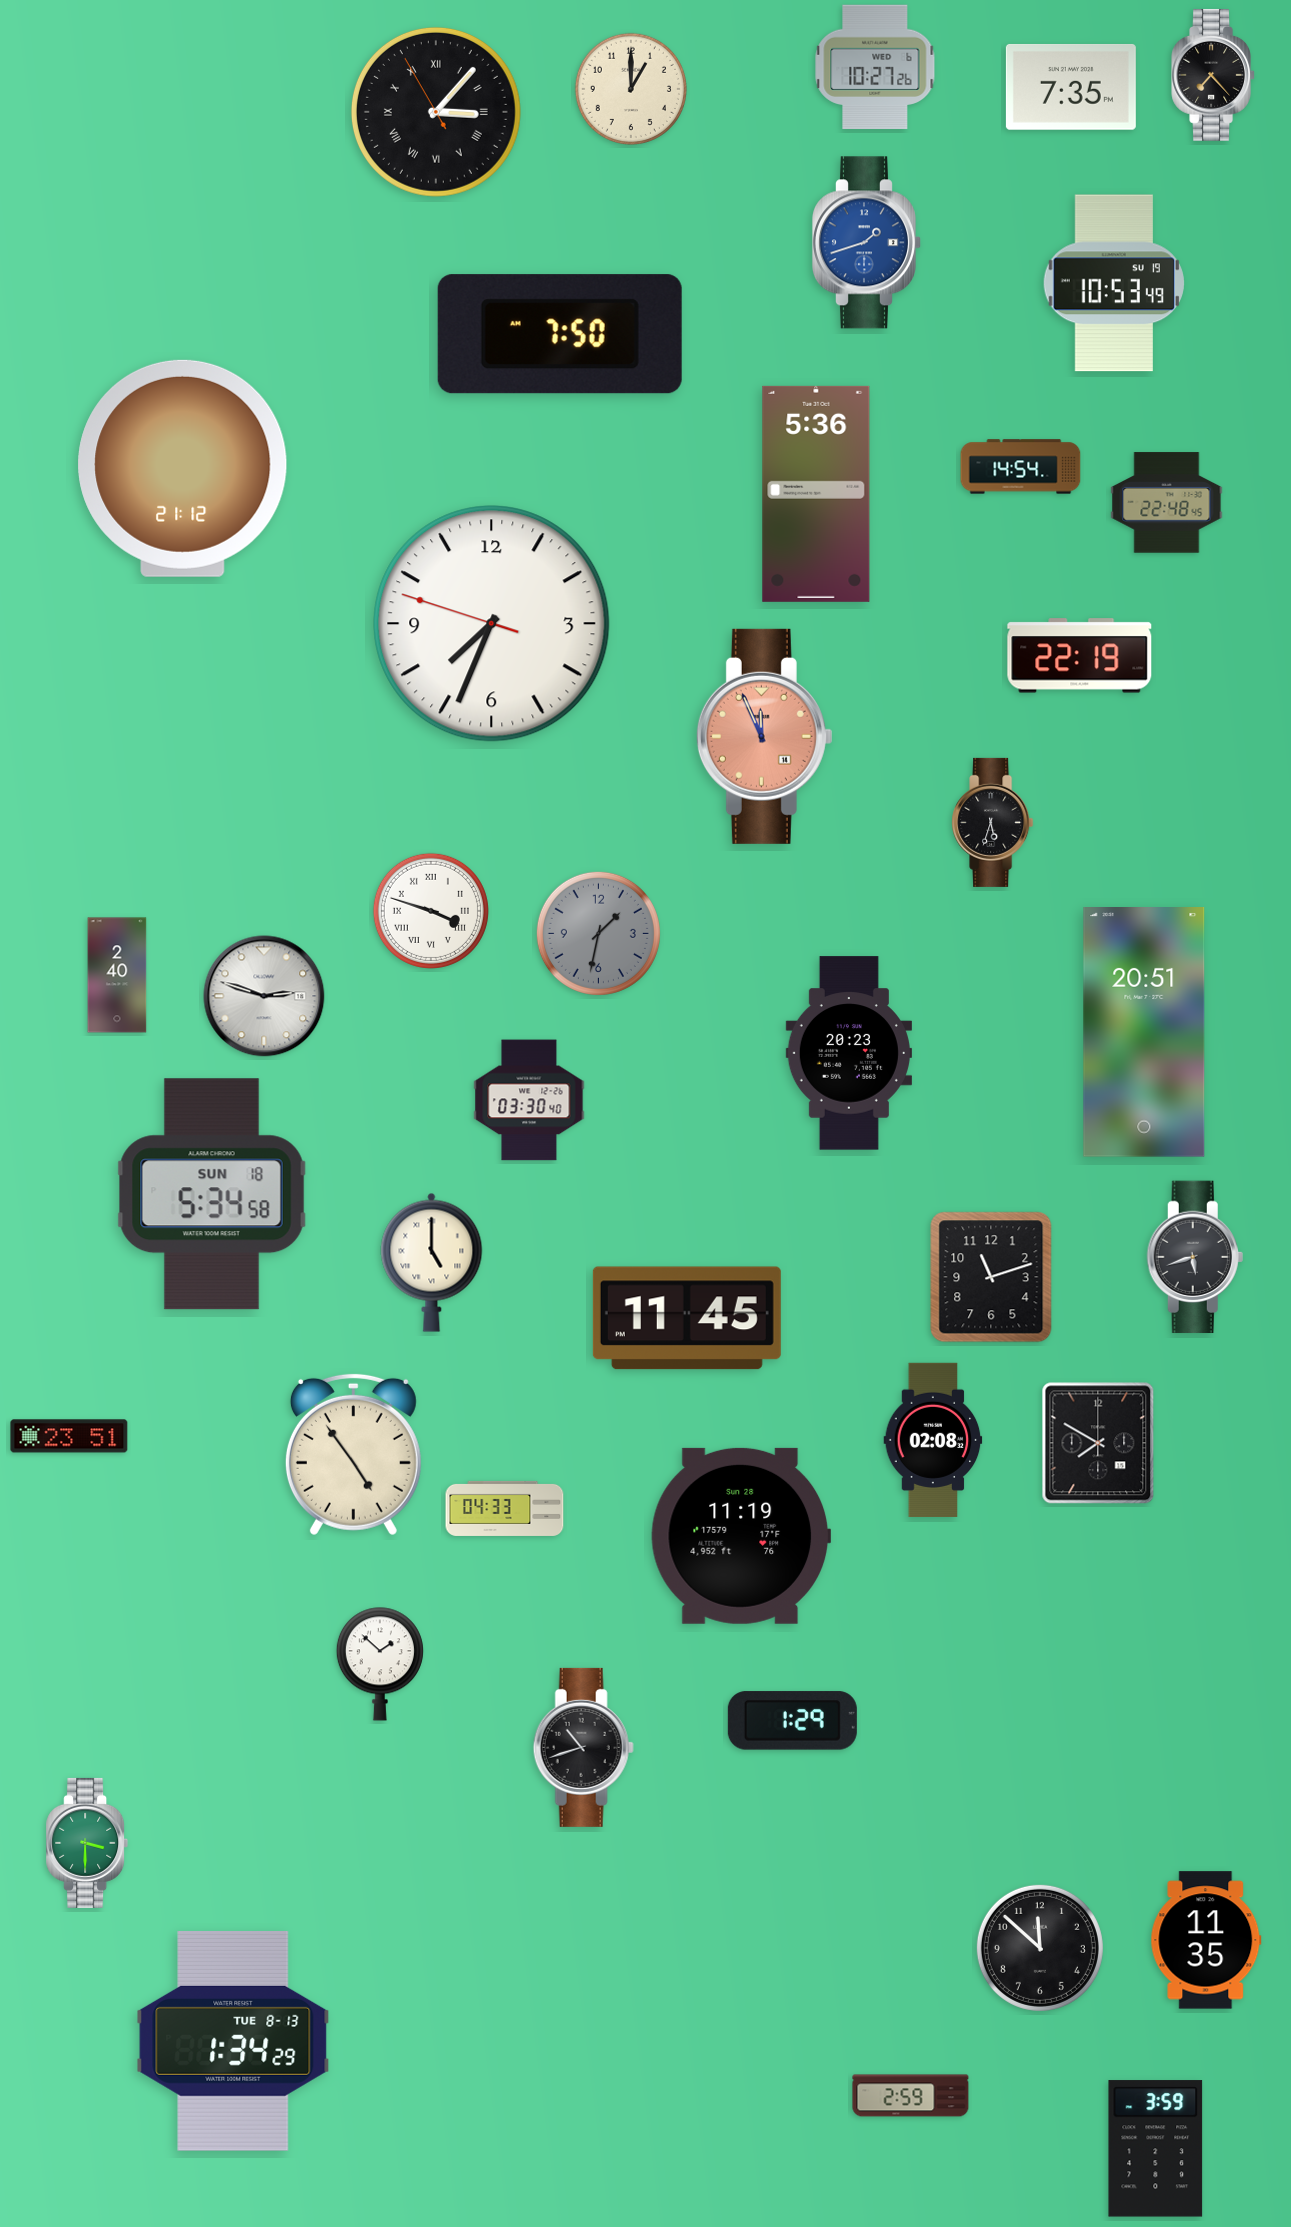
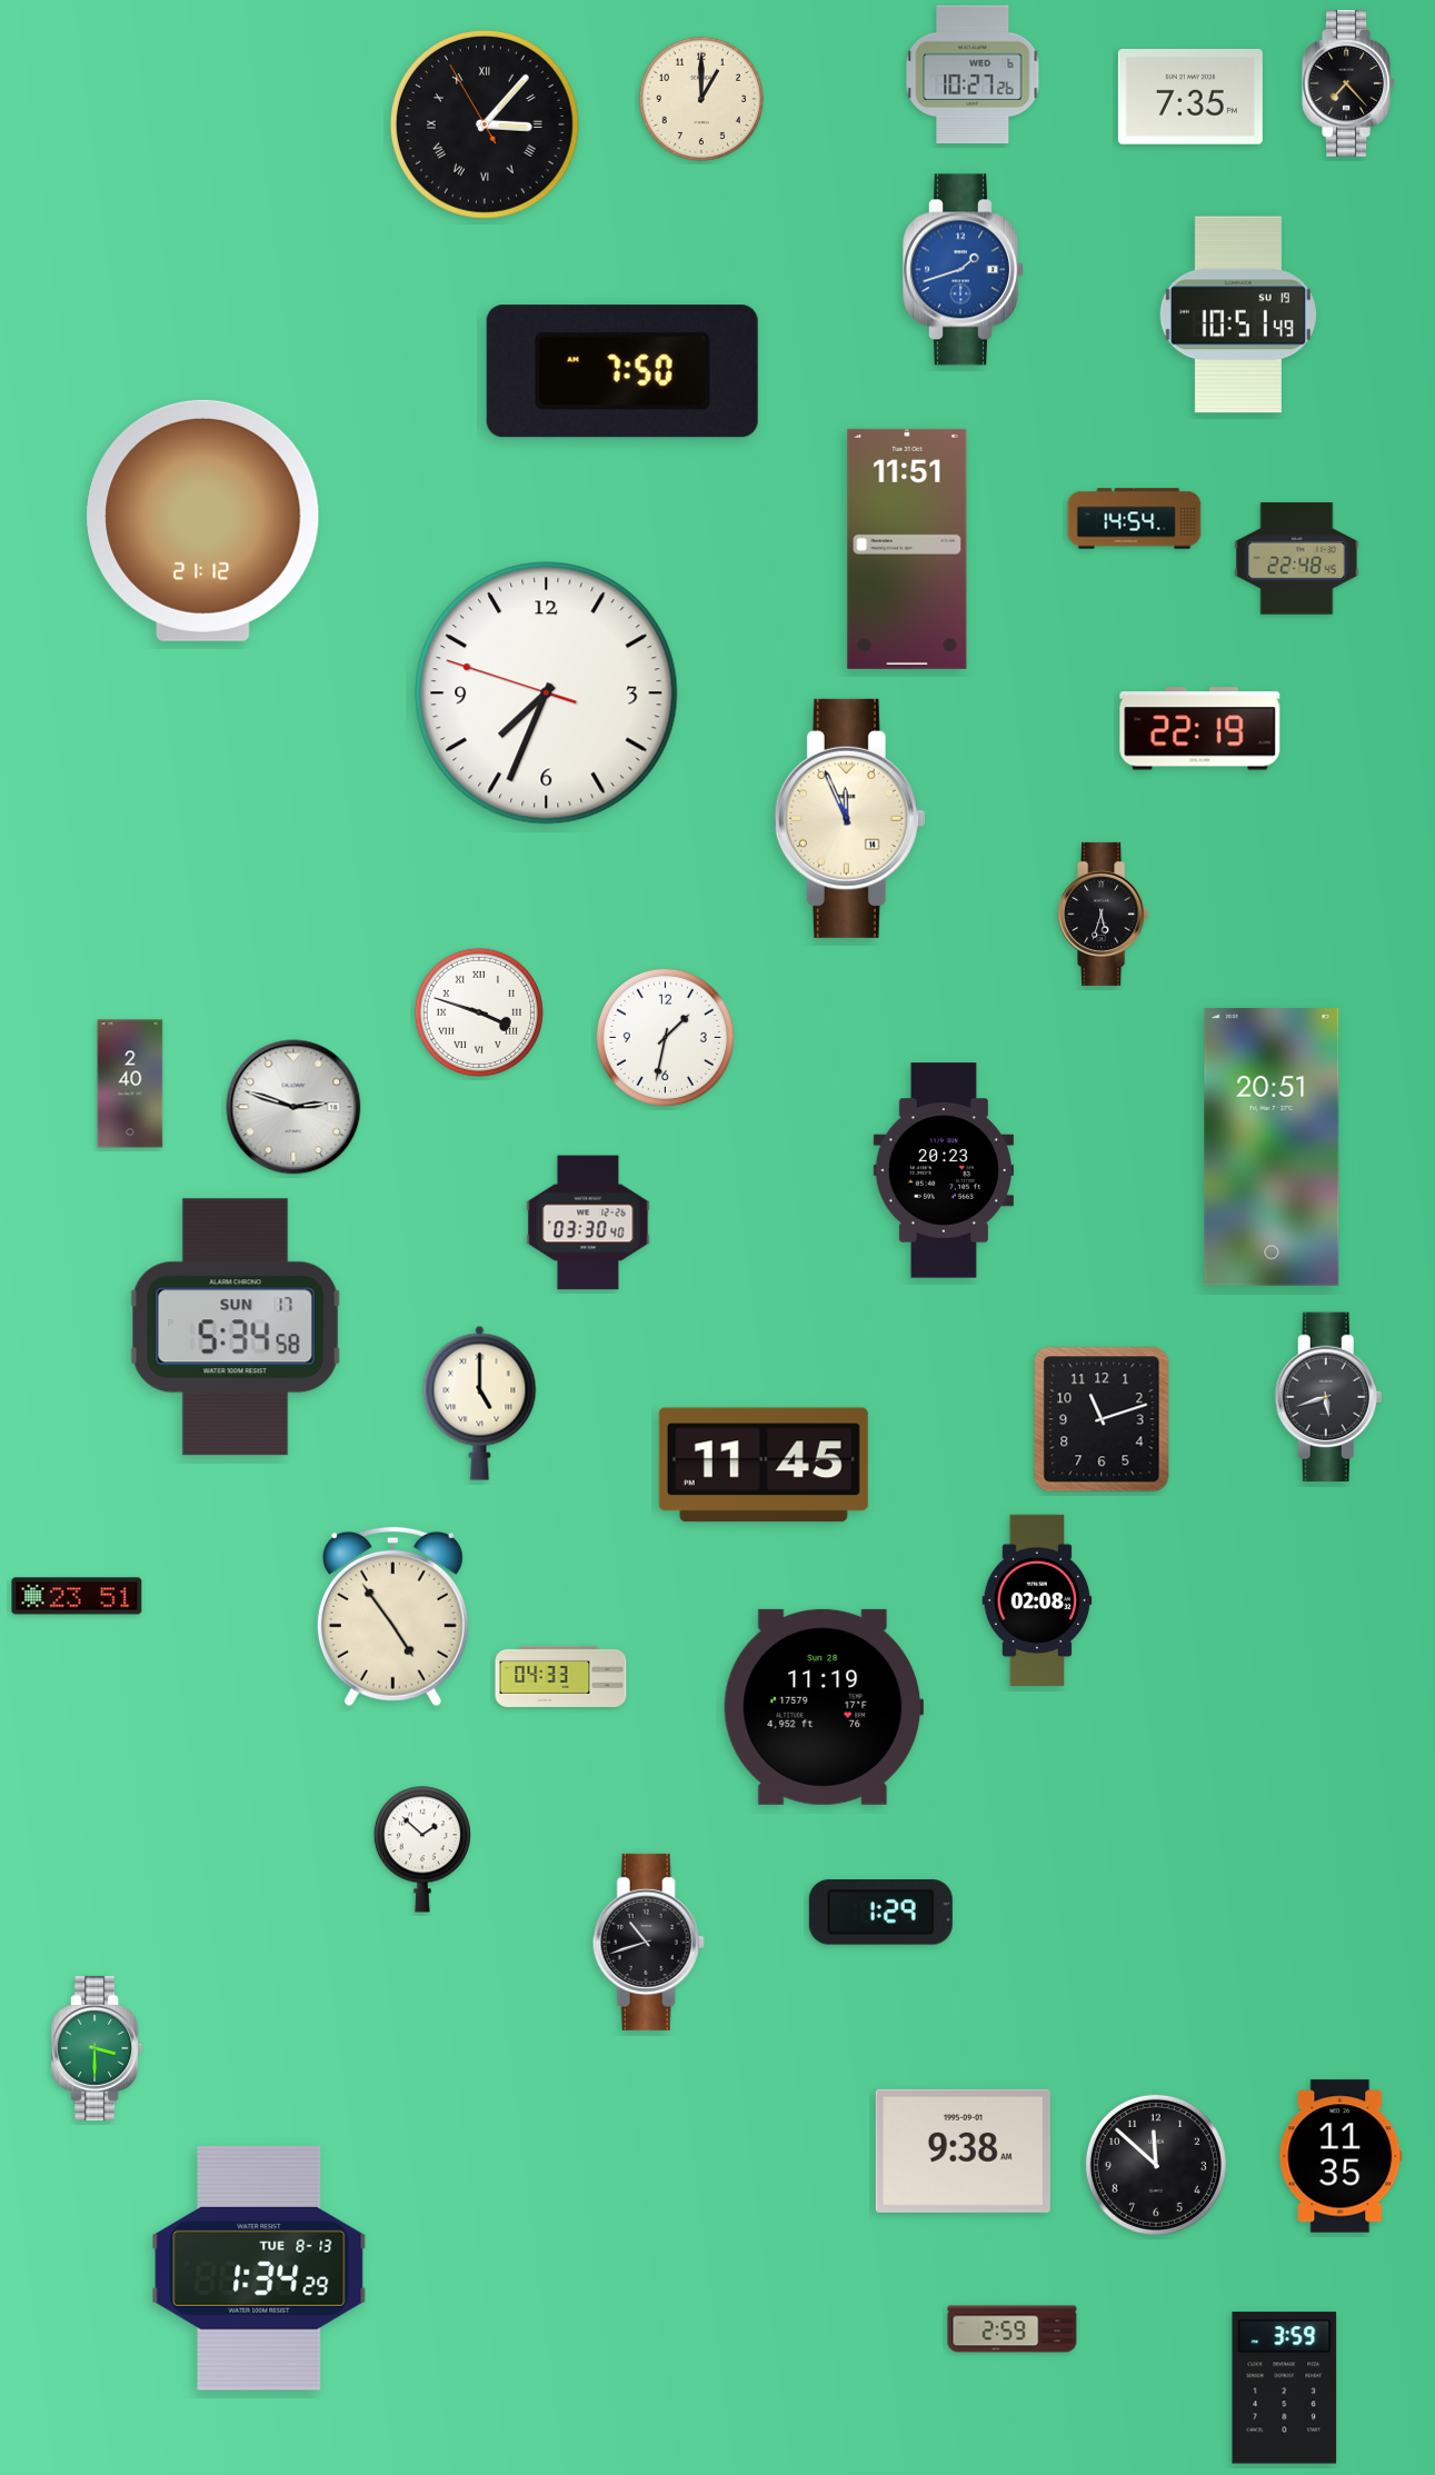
clock at (1114, 283): 10:53 -> 10:51
clock at (816, 494): 5:36 -> 11:51
clock at (764, 736) dial: salmon -> cream
clock at (598, 933) dial: grey -> white
clock at (212, 1194) date: SUN 18 -> SUN 17
clock at (1098, 1443): 7:50 -> none
clock at (963, 2150): none -> 9:38
